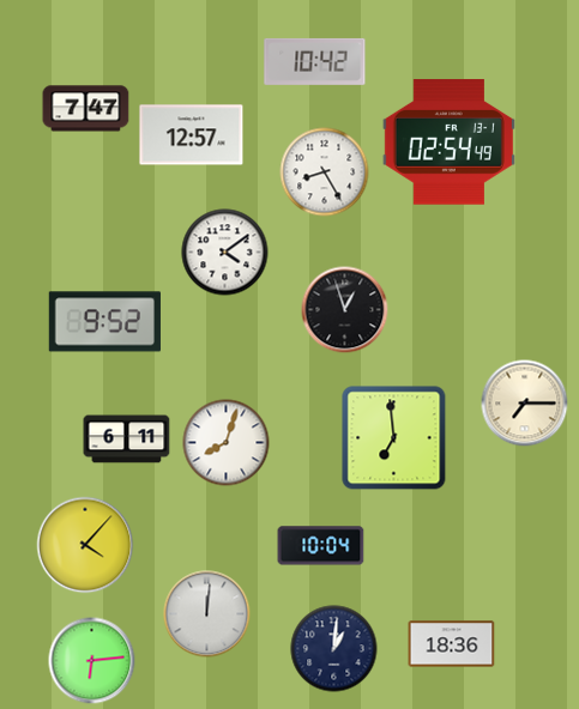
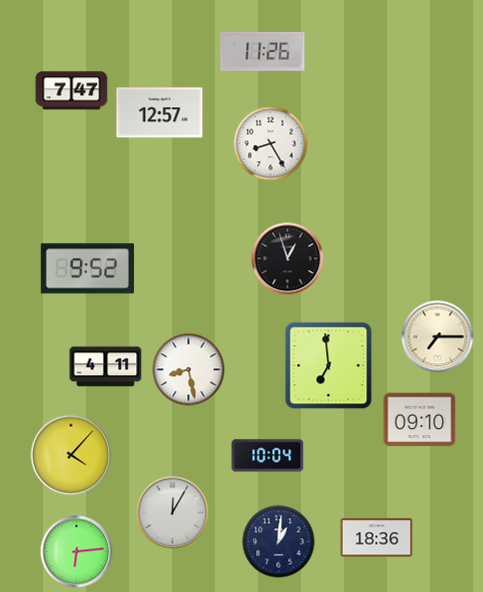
clock at (315, 61): 10:42 -> 11:26
clock at (448, 143): 02:54 -> none
clock at (225, 253): 4:09 -> none
clock at (127, 440): 6:11 -> 4:11
clock at (227, 443): 8:03 -> 8:28
clock at (420, 420): none -> 09:10
clock at (207, 614): 12:01 -> 12:05
